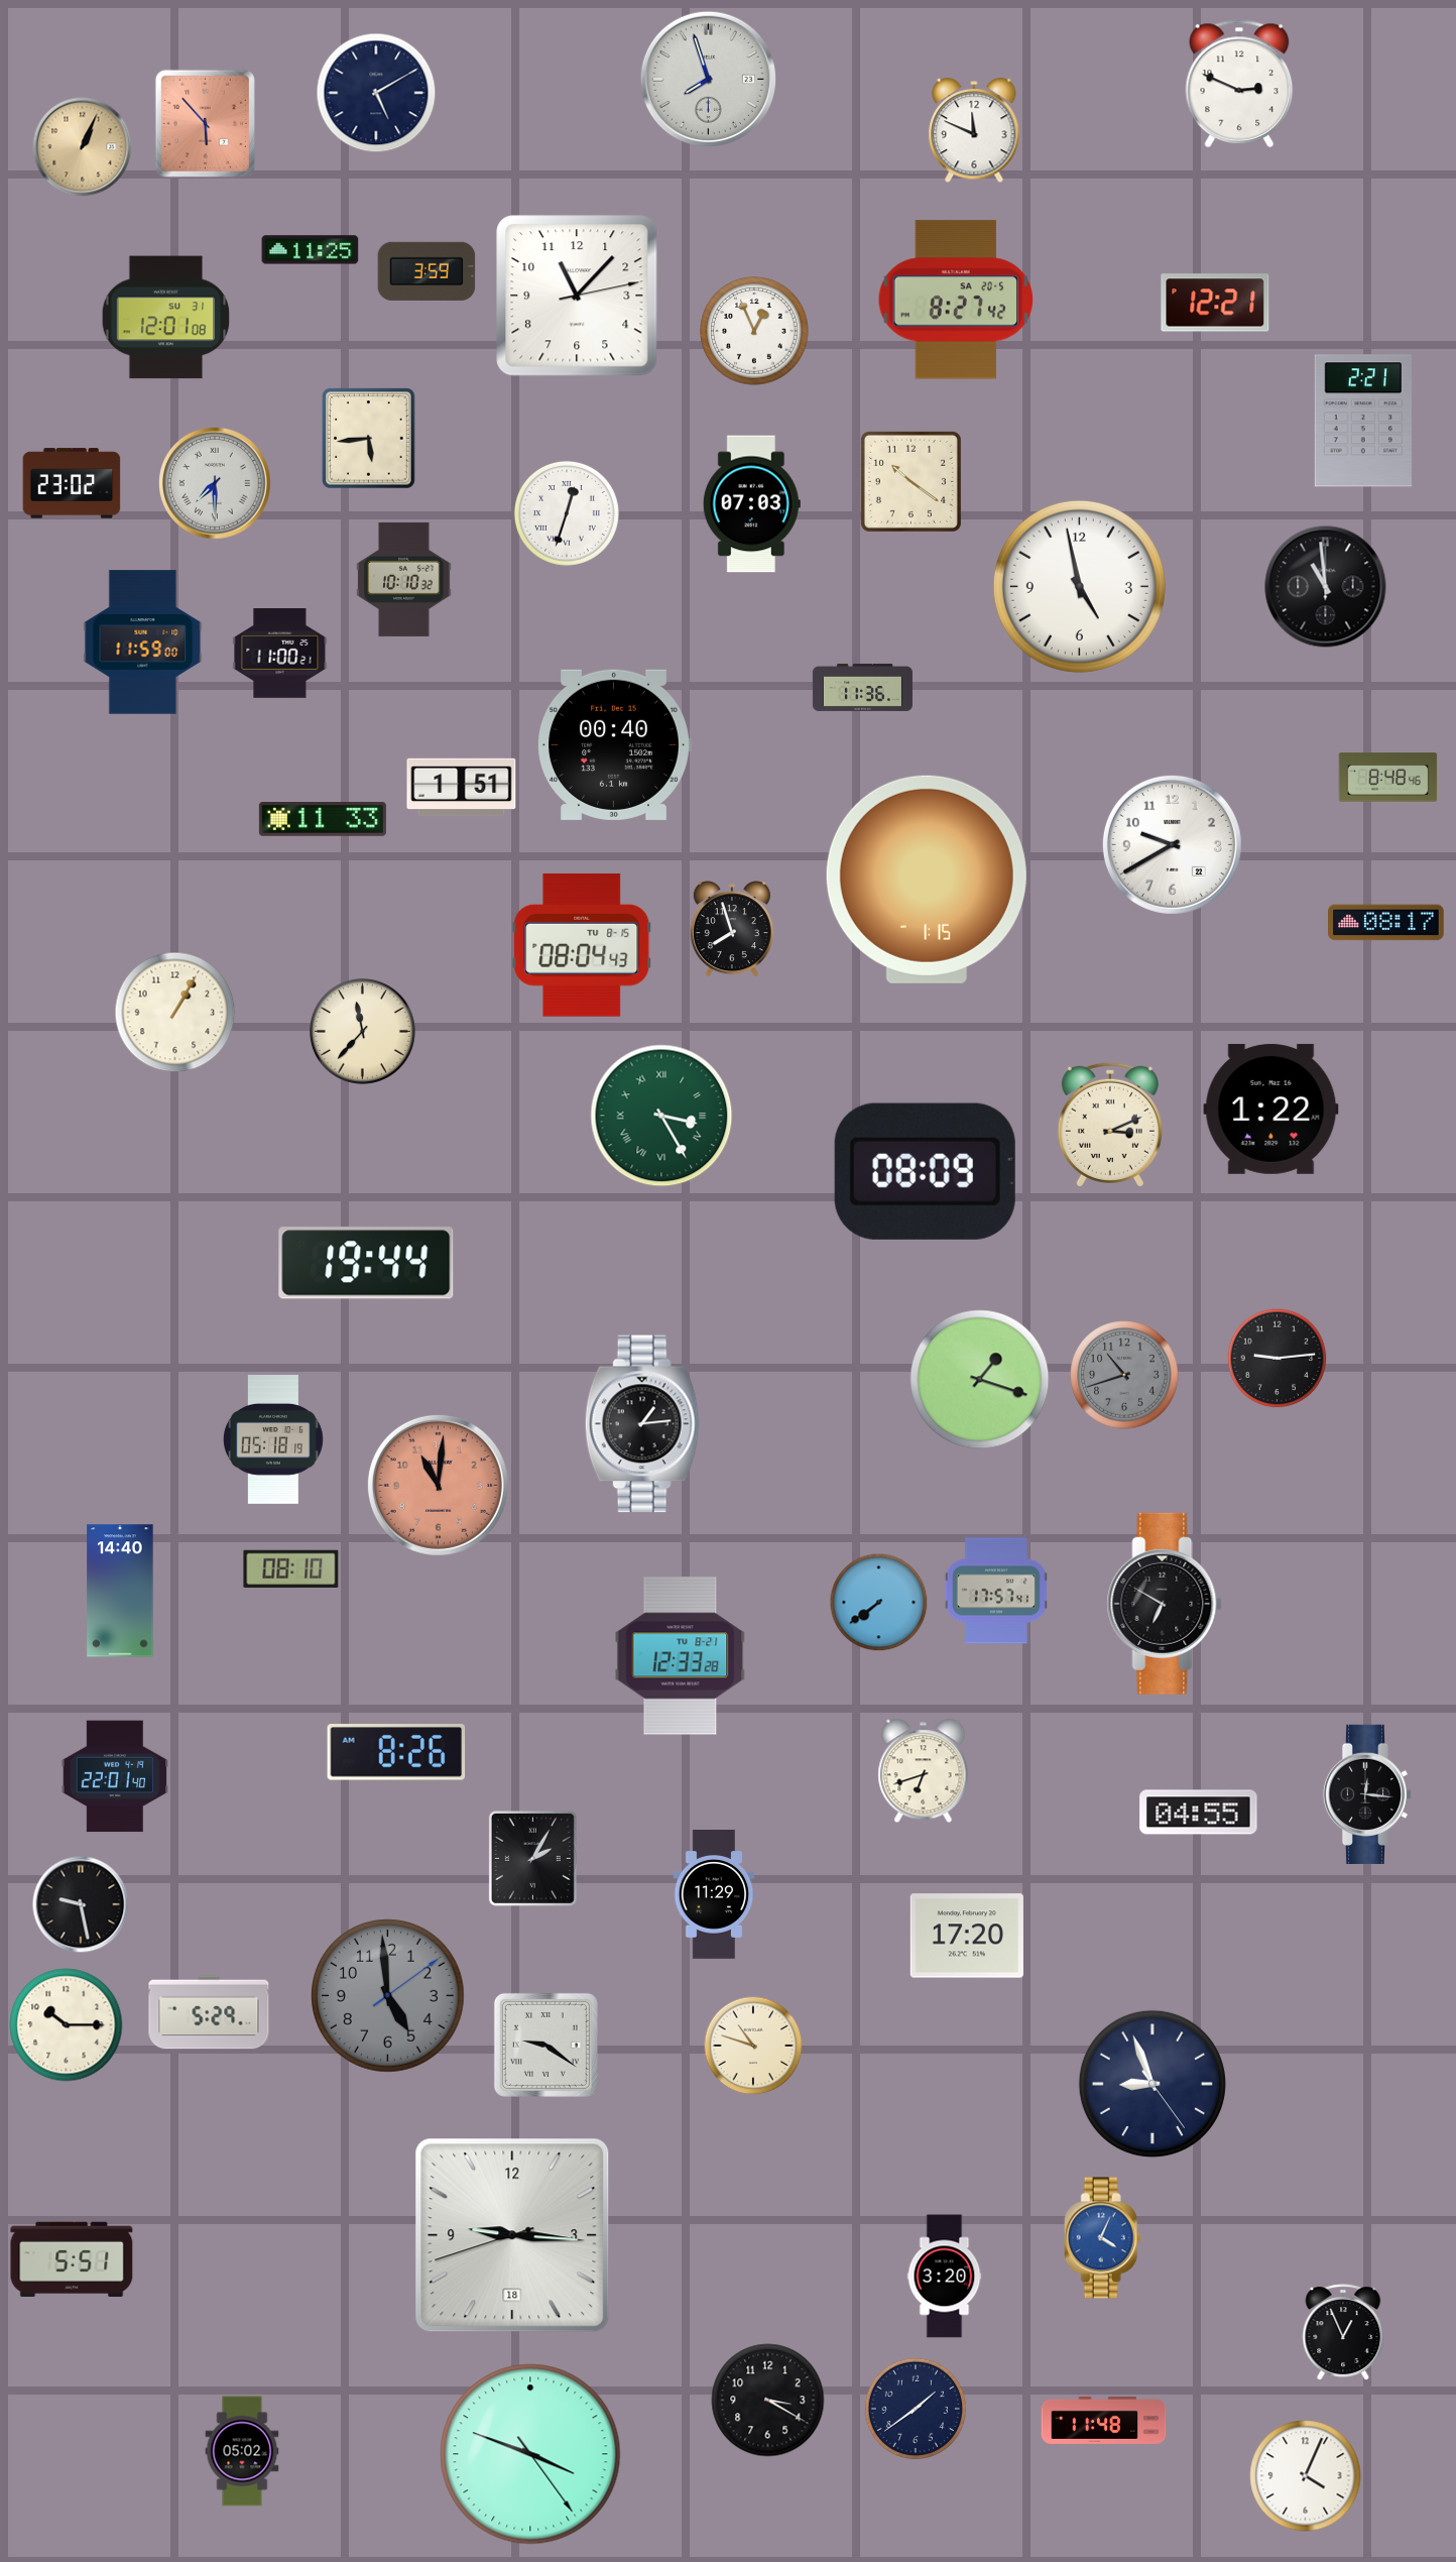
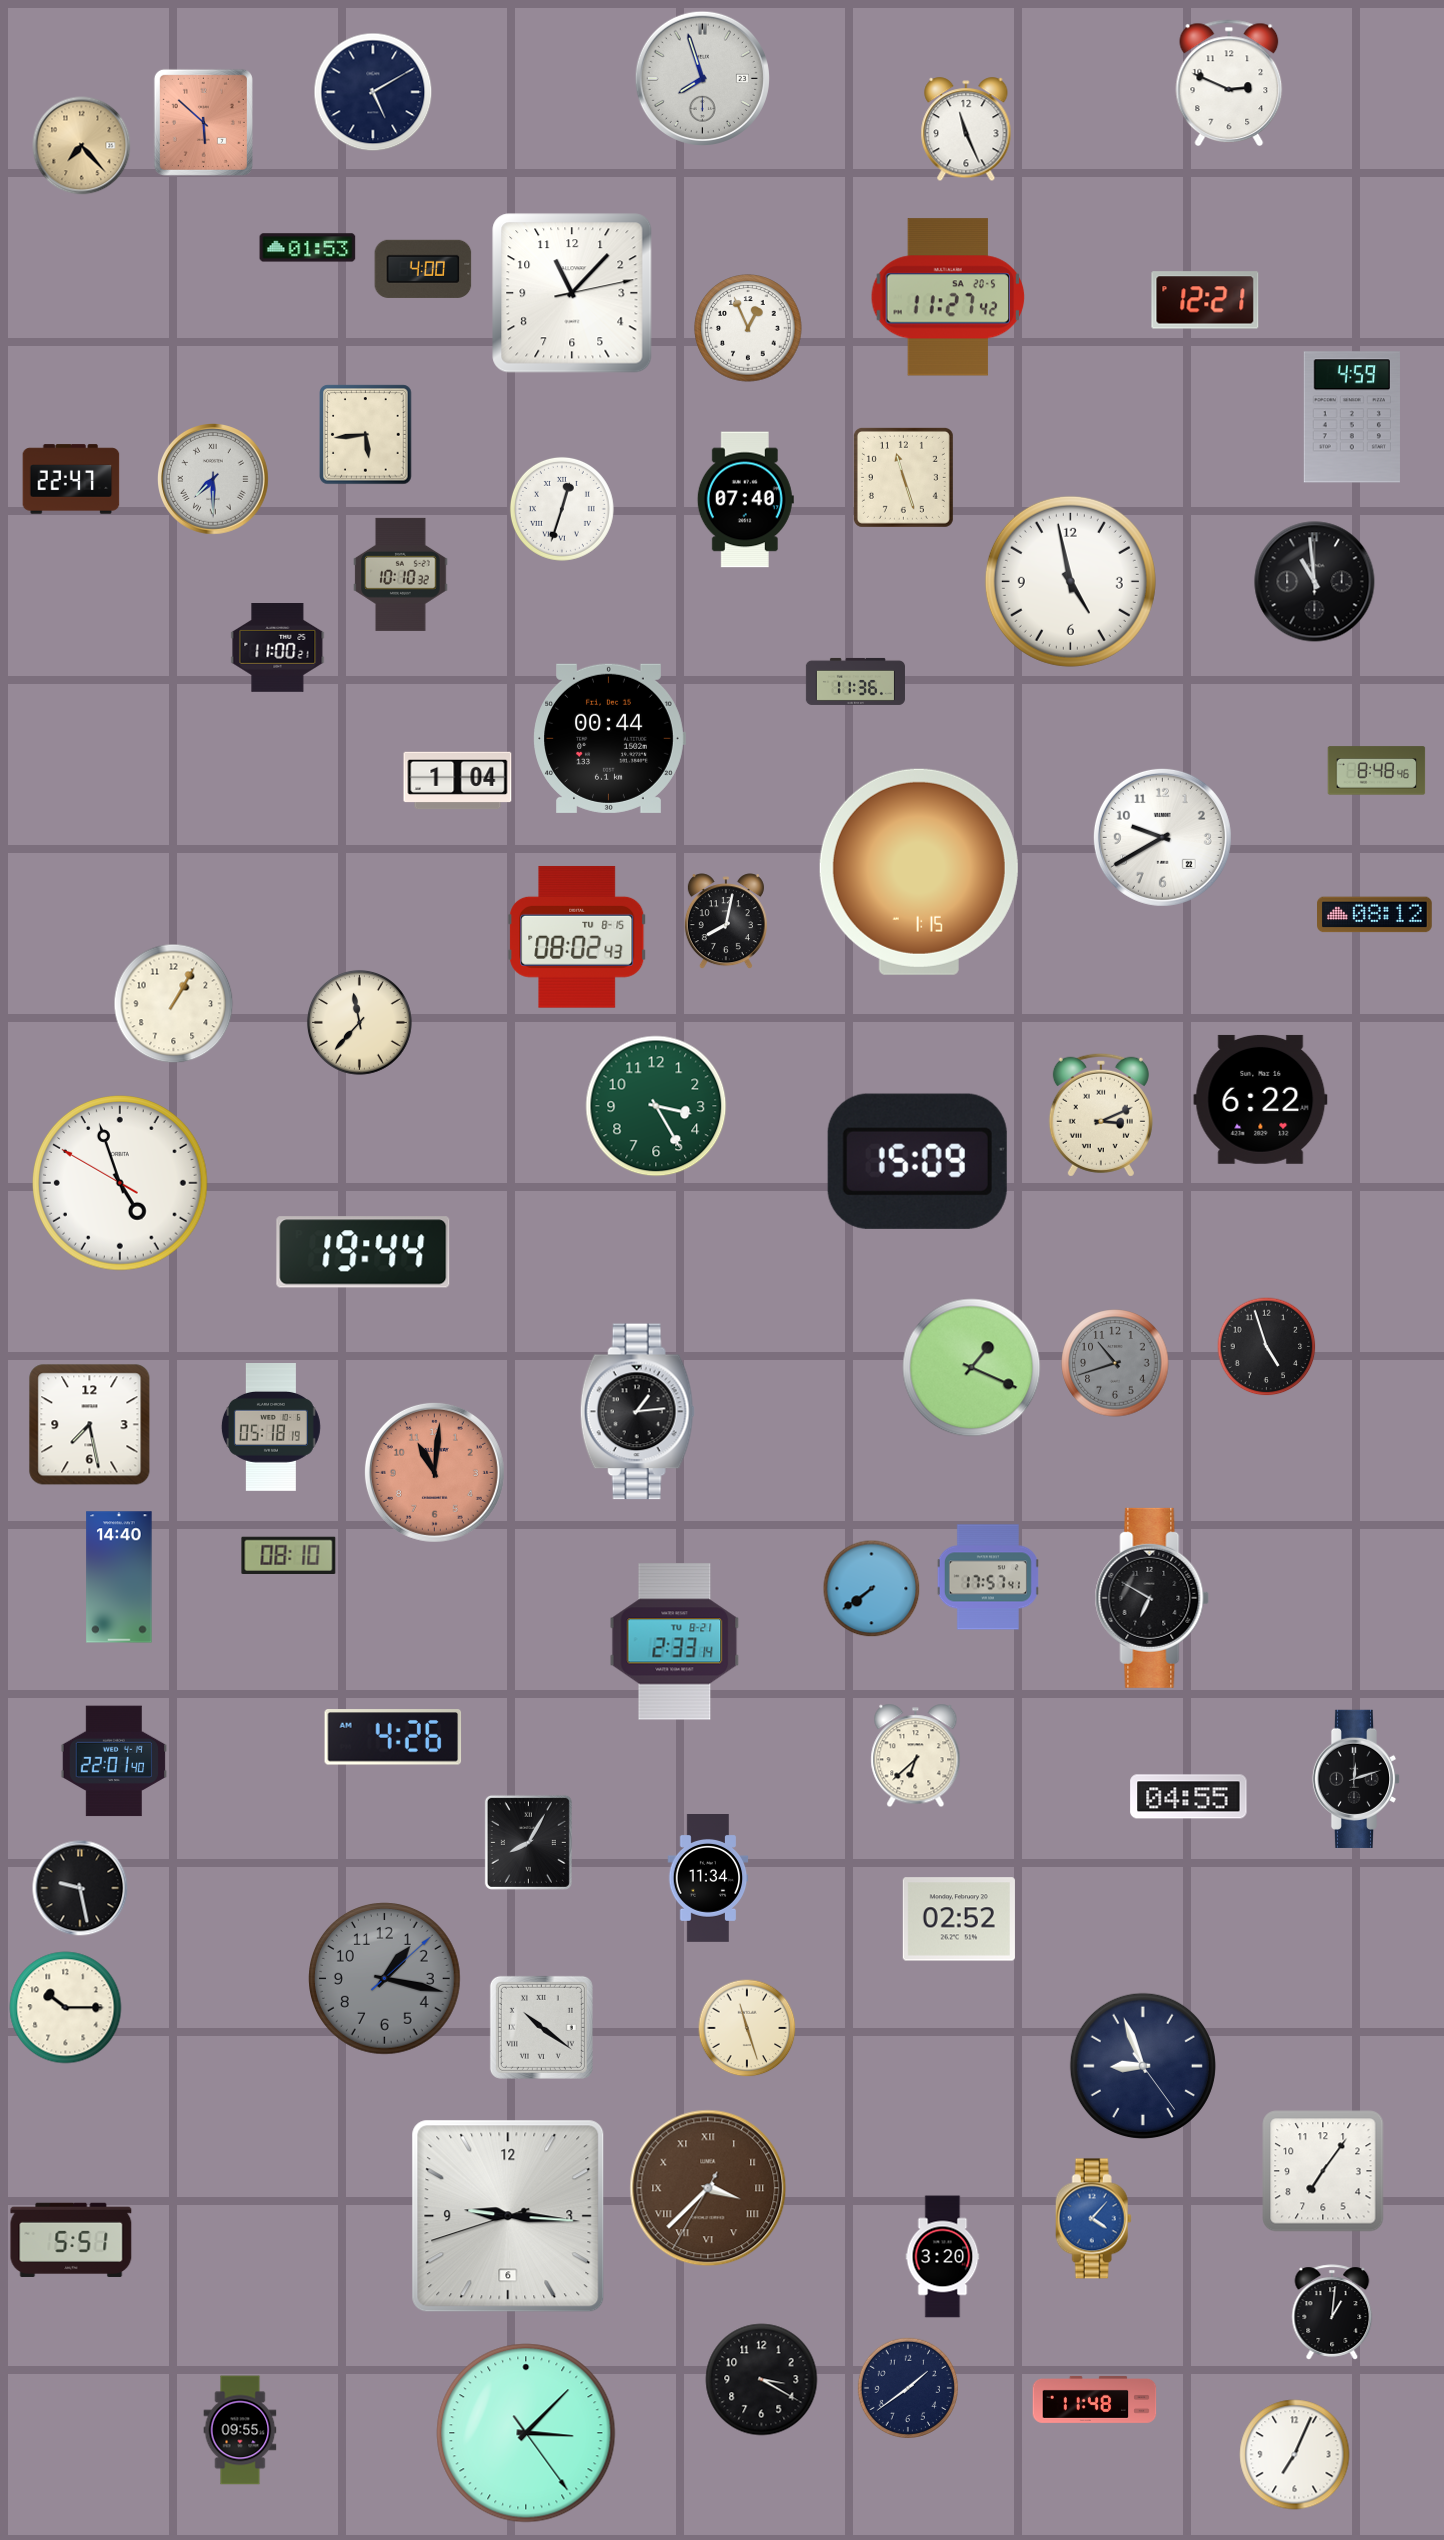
clock at (205, 123): 5:53 -> 5:52
clock at (974, 131): 11:49 -> 11:26
clock at (83, 147): 1:04 -> 7:23
clock at (311, 250): 11:25 -> 01:53
clock at (427, 271): 3:59 -> 4:00
clock at (956, 300): 8:27 -> 11:27
clock at (166, 318): 12:01 -> none
clock at (1363, 421): 2:21 -> 4:59
clock at (911, 481): 10:21 -> 11:27
clock at (72, 483): 23:02 -> 22:47
clock at (751, 504): 07:03 -> 07:40
clock at (143, 643): 11:59 -> none
clock at (614, 744): 00:40 -> 00:44
clock at (462, 788): 1:51 -> 1:04
clock at (323, 819): 11:33 -> none
clock at (1386, 923): 08:17 -> 08:12
clock at (732, 930): 7:57 -> 8:02
clock at (582, 945): 08:04 -> 08:02
clock at (1271, 1109): 1:22 -> 6:22
clock at (661, 1116) numerals: Roman -> Arabic
clock at (925, 1171): 08:09 -> 15:09
clock at (121, 1184): none -> 4:56
clock at (1278, 1359): 9:14 -> 4:57
clock at (980, 1380): 1:18 -> 1:19
clock at (90, 1425): none -> 7:28
clock at (1165, 1604) position: (1165, 1604) -> (1152, 1598)
clock at (681, 1656): 12:33 -> 2:33
clock at (396, 1752): 8:26 -> 4:26
clock at (924, 1771): 6:42 -> 6:38
clock at (1367, 1794): 12:16 -> 12:12
clock at (532, 1858): 2:05 -> 8:05
clock at (714, 1895): 11:29 -> 11:34
clock at (967, 1936): 17:20 -> 02:52
clock at (388, 1996): 4:59 -> 1:17
clock at (209, 2012): 5:29 -> none
clock at (545, 2045): 9:21 -> 10:21
clock at (753, 2046): 10:48 -> 11:27
clock at (1323, 2171): none -> 7:06
clock at (708, 2188): none -> 3:37
clock at (512, 2235) date: 18 -> 6
clock at (1102, 2238): 4:04 -> 4:07
clock at (945, 2277) position: (945, 2277) -> (943, 2257)
clock at (1343, 2332): 12:56 -> 1:01
clock at (242, 2451): 05:02 -> 09:55
clock at (530, 2454): 3:48 -> 3:07
clock at (1306, 2476): 4:04 -> 7:04
